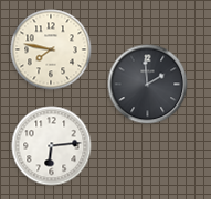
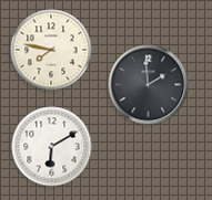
clock at (52, 146): 6:14 -> 6:10
